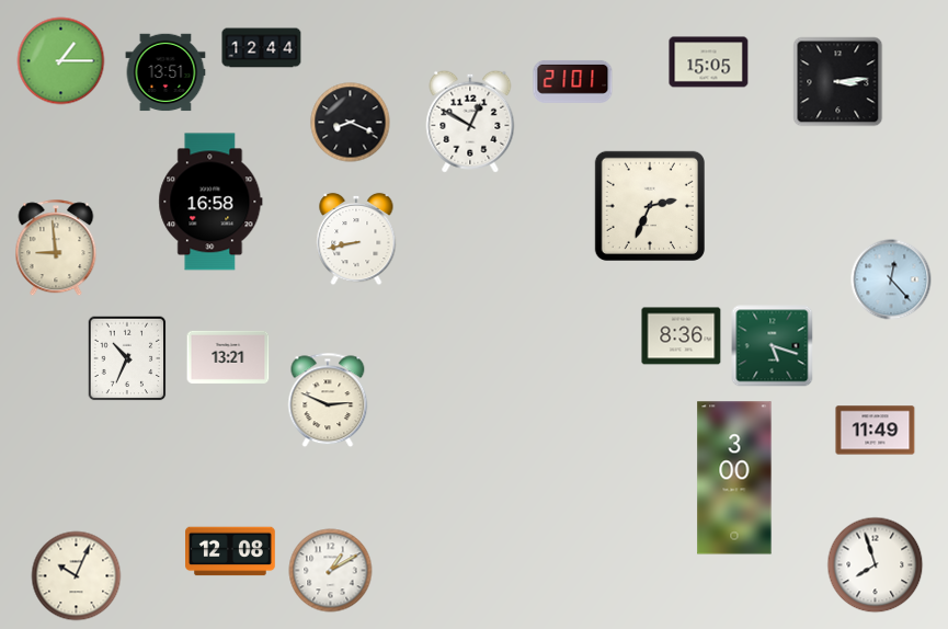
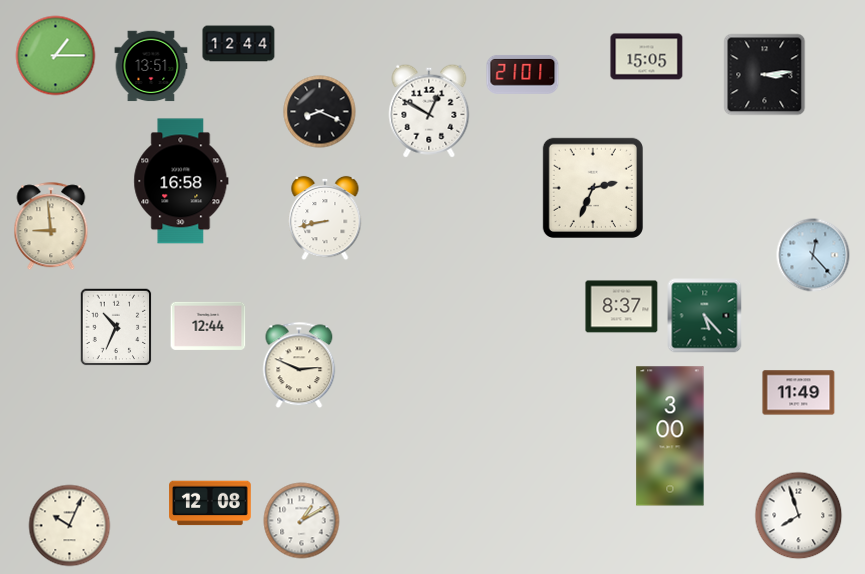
clock at (210, 202) position: (210, 202) -> (181, 181)
clock at (682, 336): 8:36 -> 8:37
clock at (773, 346): 5:18 -> 5:23
clock at (228, 357): 13:21 -> 12:44
